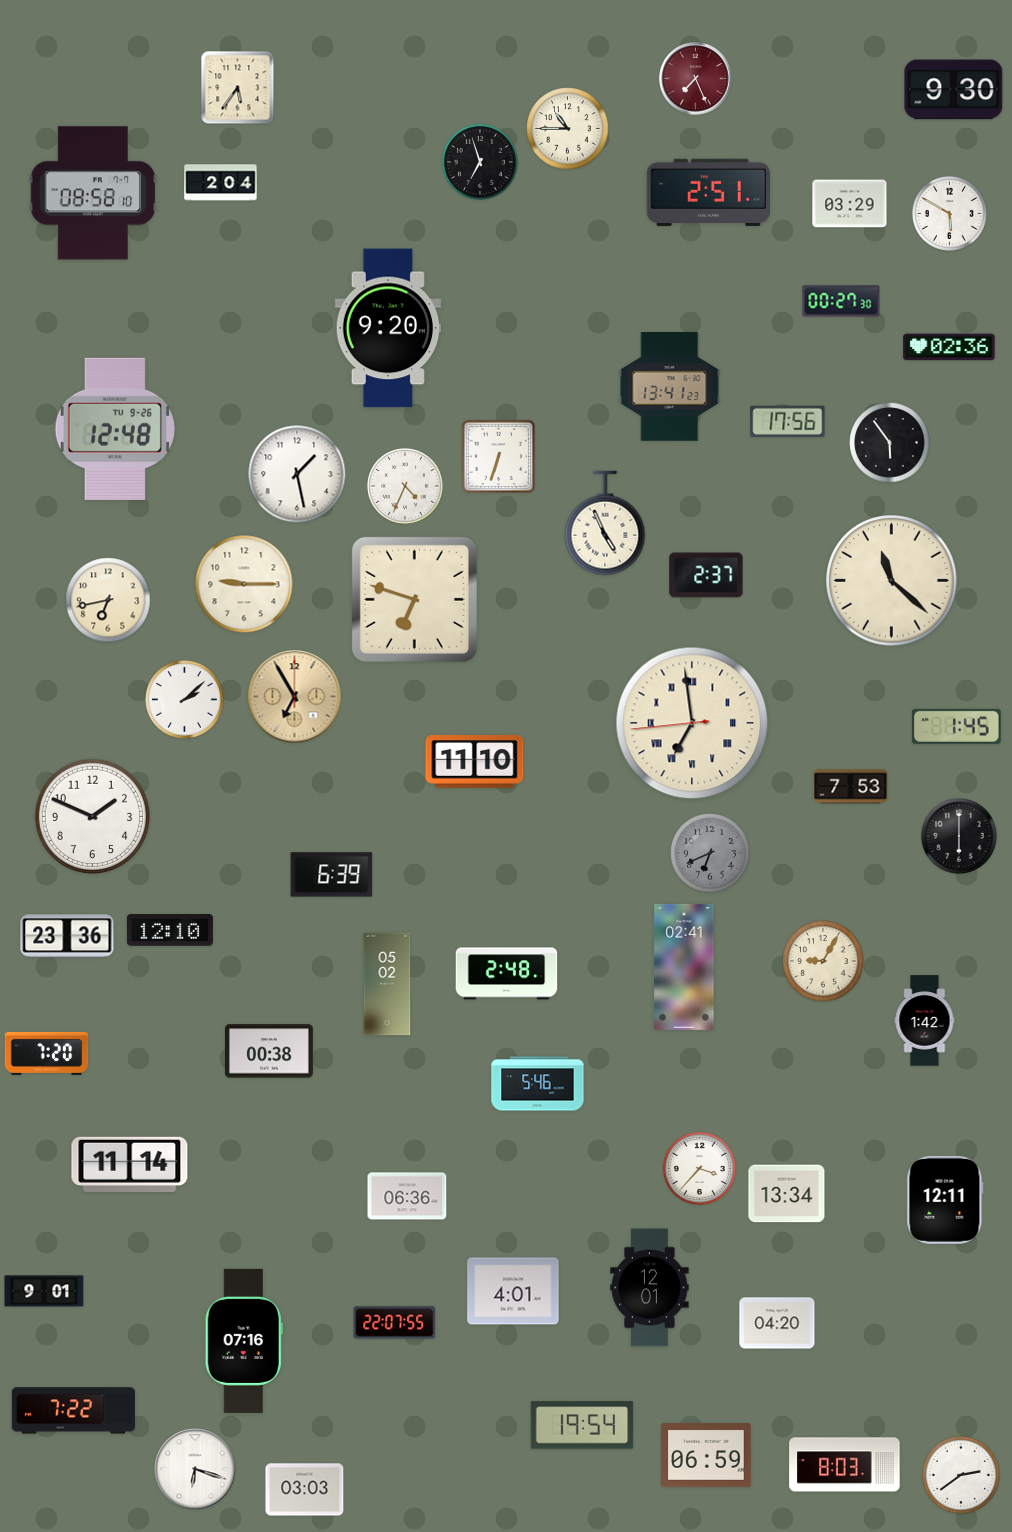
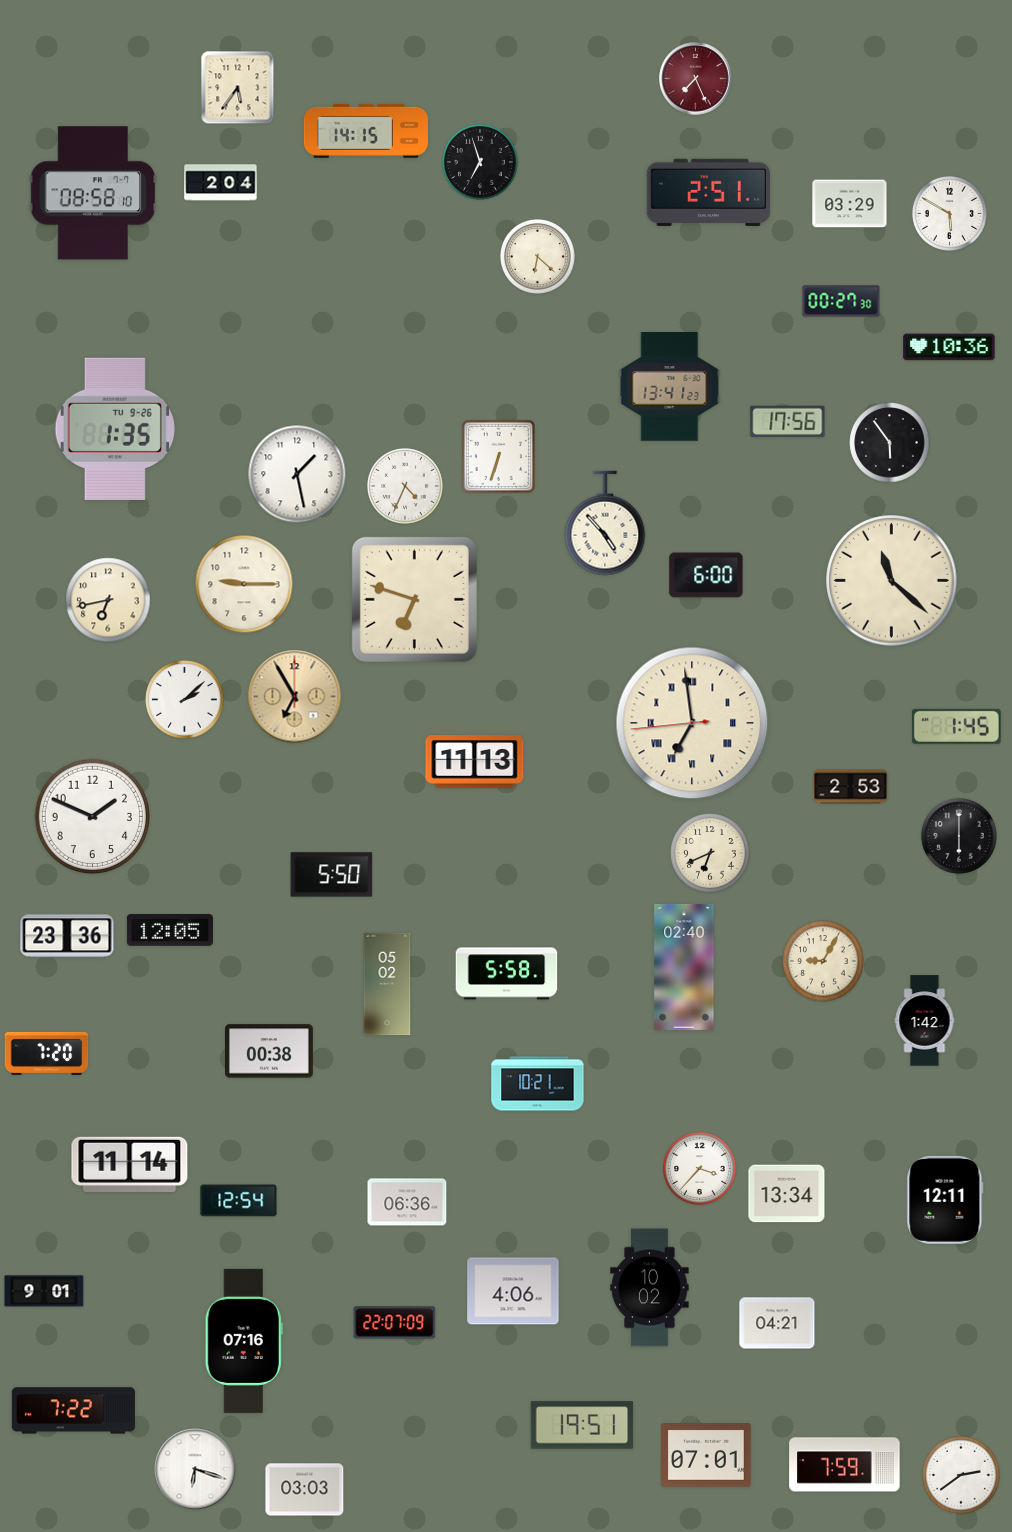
clock at (954, 90): 9:30 -> none
clock at (568, 129): 10:45 -> none
clock at (366, 131): none -> 14:15
clock at (537, 256): none -> 6:22
clock at (387, 328): 9:20 -> none
clock at (949, 347): 02:36 -> 10:36
clock at (115, 429): 12:48 -> 1:35
clock at (605, 523): 4:56 -> 4:53
clock at (706, 575): 2:37 -> 6:00
clock at (475, 762): 11:10 -> 11:13
clock at (851, 787): 7:53 -> 2:53
clock at (710, 853) dial: grey -> cream
clock at (332, 875): 6:39 -> 5:50
clock at (170, 930): 12:10 -> 12:05
clock at (684, 967): 02:41 -> 02:40
clock at (507, 974): 2:48 -> 5:58
clock at (538, 1084): 5:46 -> 10:21
clock at (407, 1196) position: (407, 1196) -> (407, 1202)
clock at (239, 1201): none -> 12:54
clock at (650, 1288): 12:01 -> 10:02
clock at (513, 1291): 4:01 -> 4:06
clock at (395, 1323): 22:07:55 -> 22:07:09
clock at (777, 1323): 04:20 -> 04:21
clock at (582, 1425): 19:54 -> 19:51
clock at (706, 1455): 06:59 -> 07:01
clock at (845, 1465): 8:03 -> 7:59
